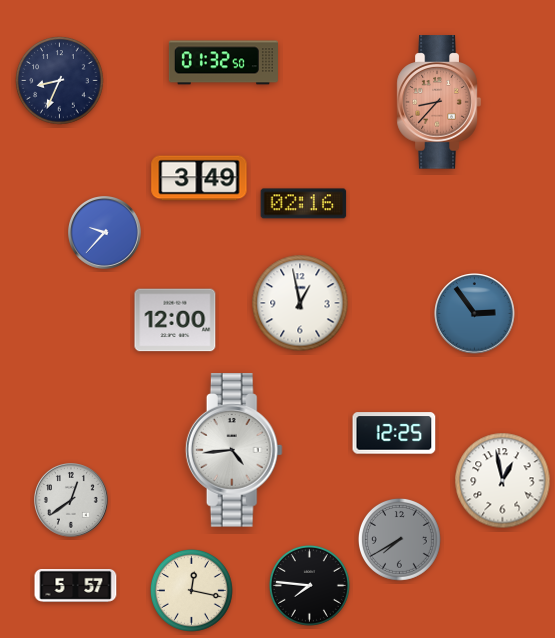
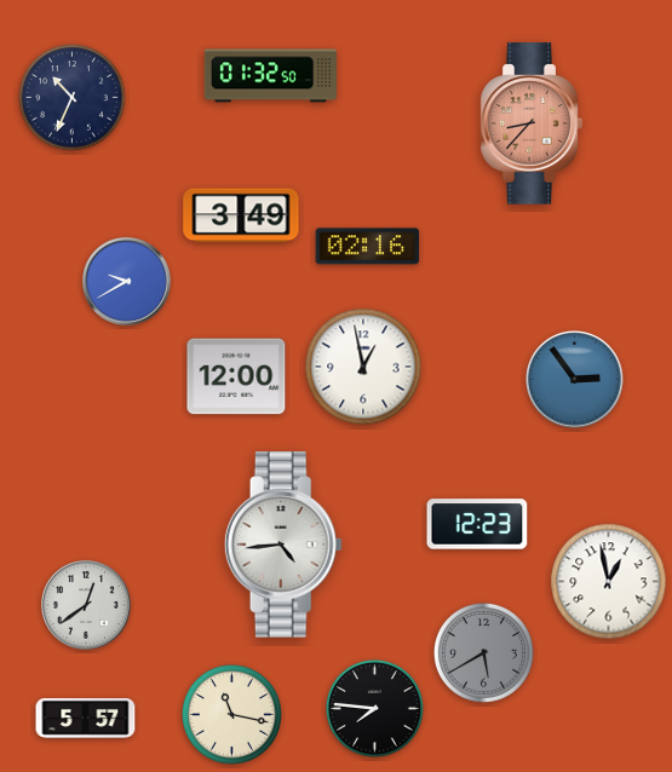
clock at (60, 81): 8:34 -> 10:34
clock at (105, 233): 9:37 -> 9:40
clock at (175, 320) position: (175, 320) -> (236, 376)
clock at (394, 433): 12:25 -> 12:23
clock at (399, 539): 7:40 -> 5:40
clock at (76, 586) position: (76, 586) -> (86, 719)
clock at (191, 590): 12:17 -> 11:17
